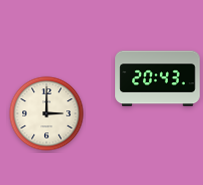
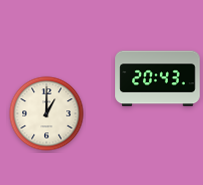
clock at (47, 114): 3:00 -> 1:00
